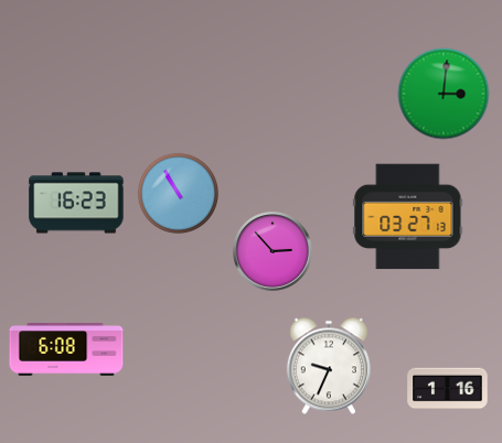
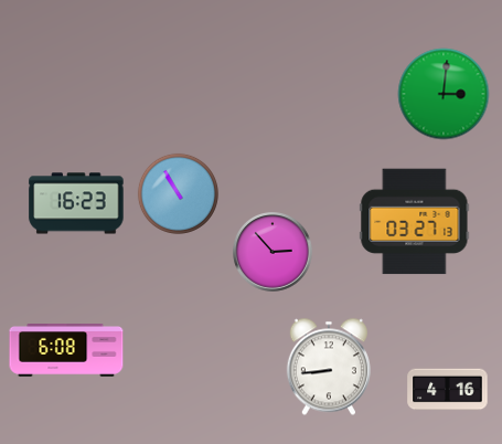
clock at (408, 217) position: (408, 217) -> (415, 222)
clock at (329, 366): 9:34 -> 8:44
clock at (448, 389): 1:16 -> 4:16
